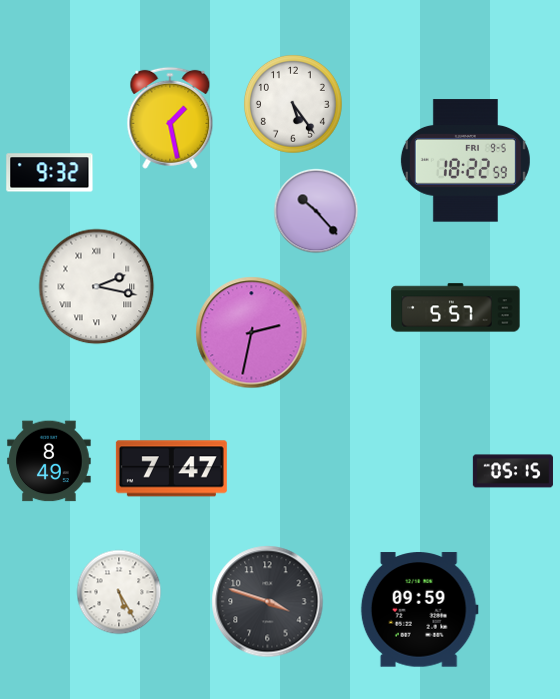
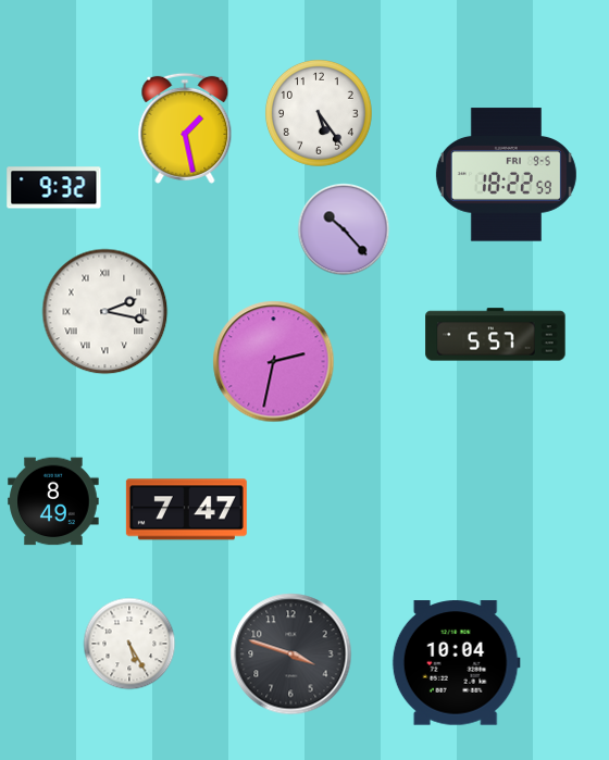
clock at (513, 471): 05:15 -> none
clock at (419, 610): 09:59 -> 10:04
